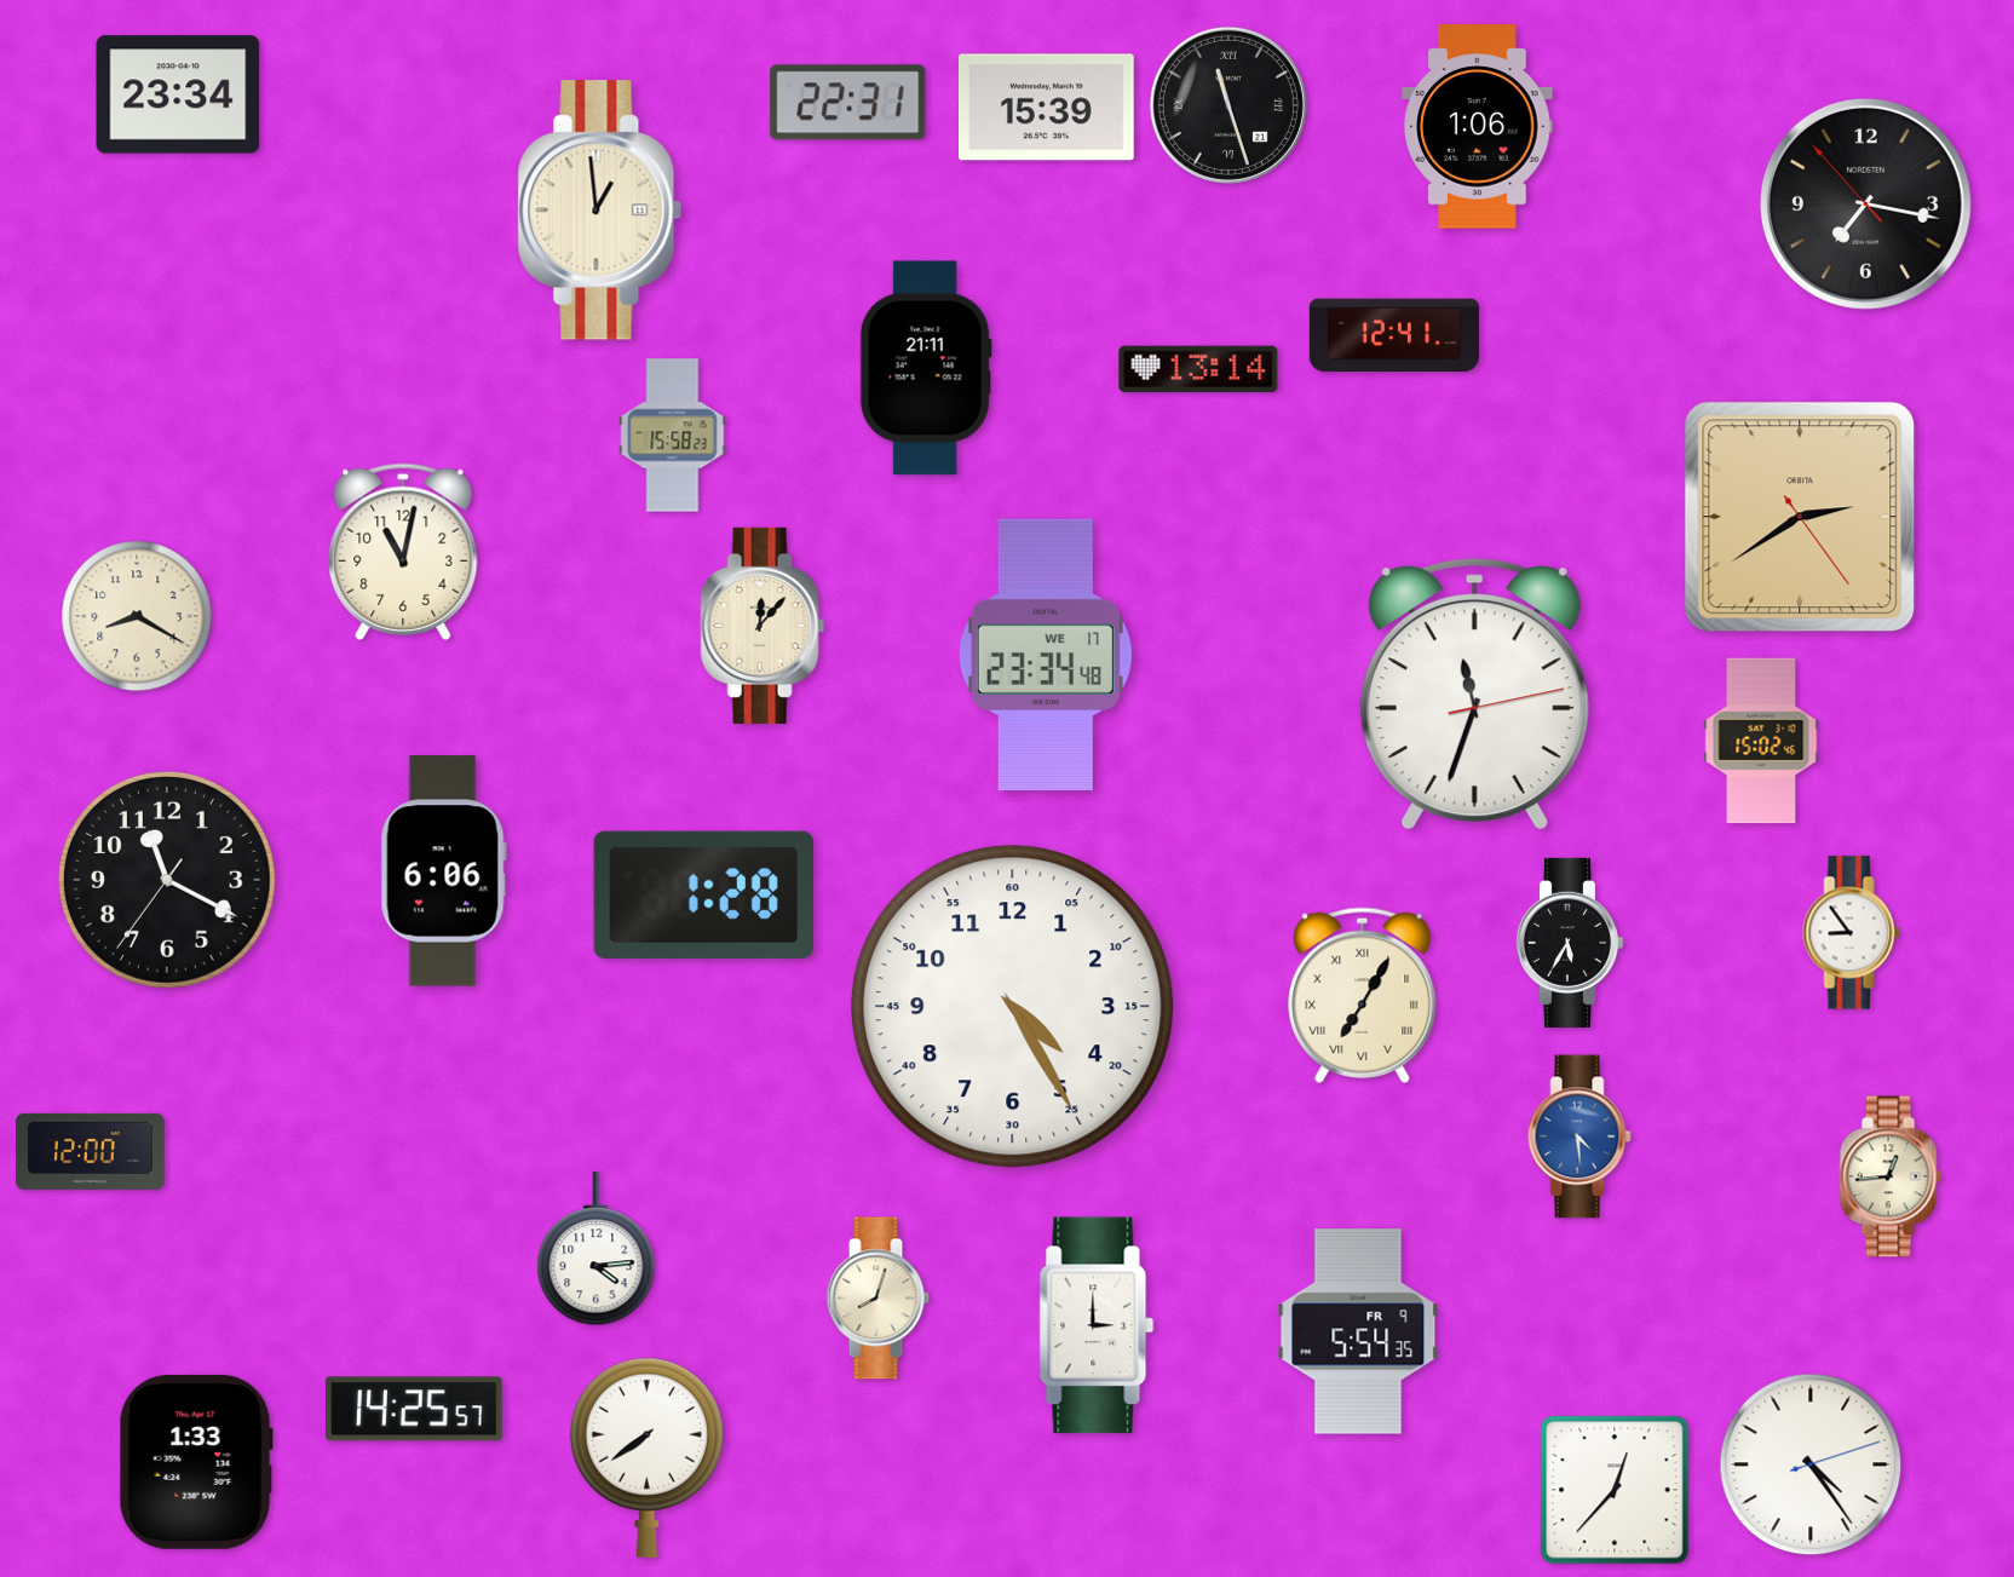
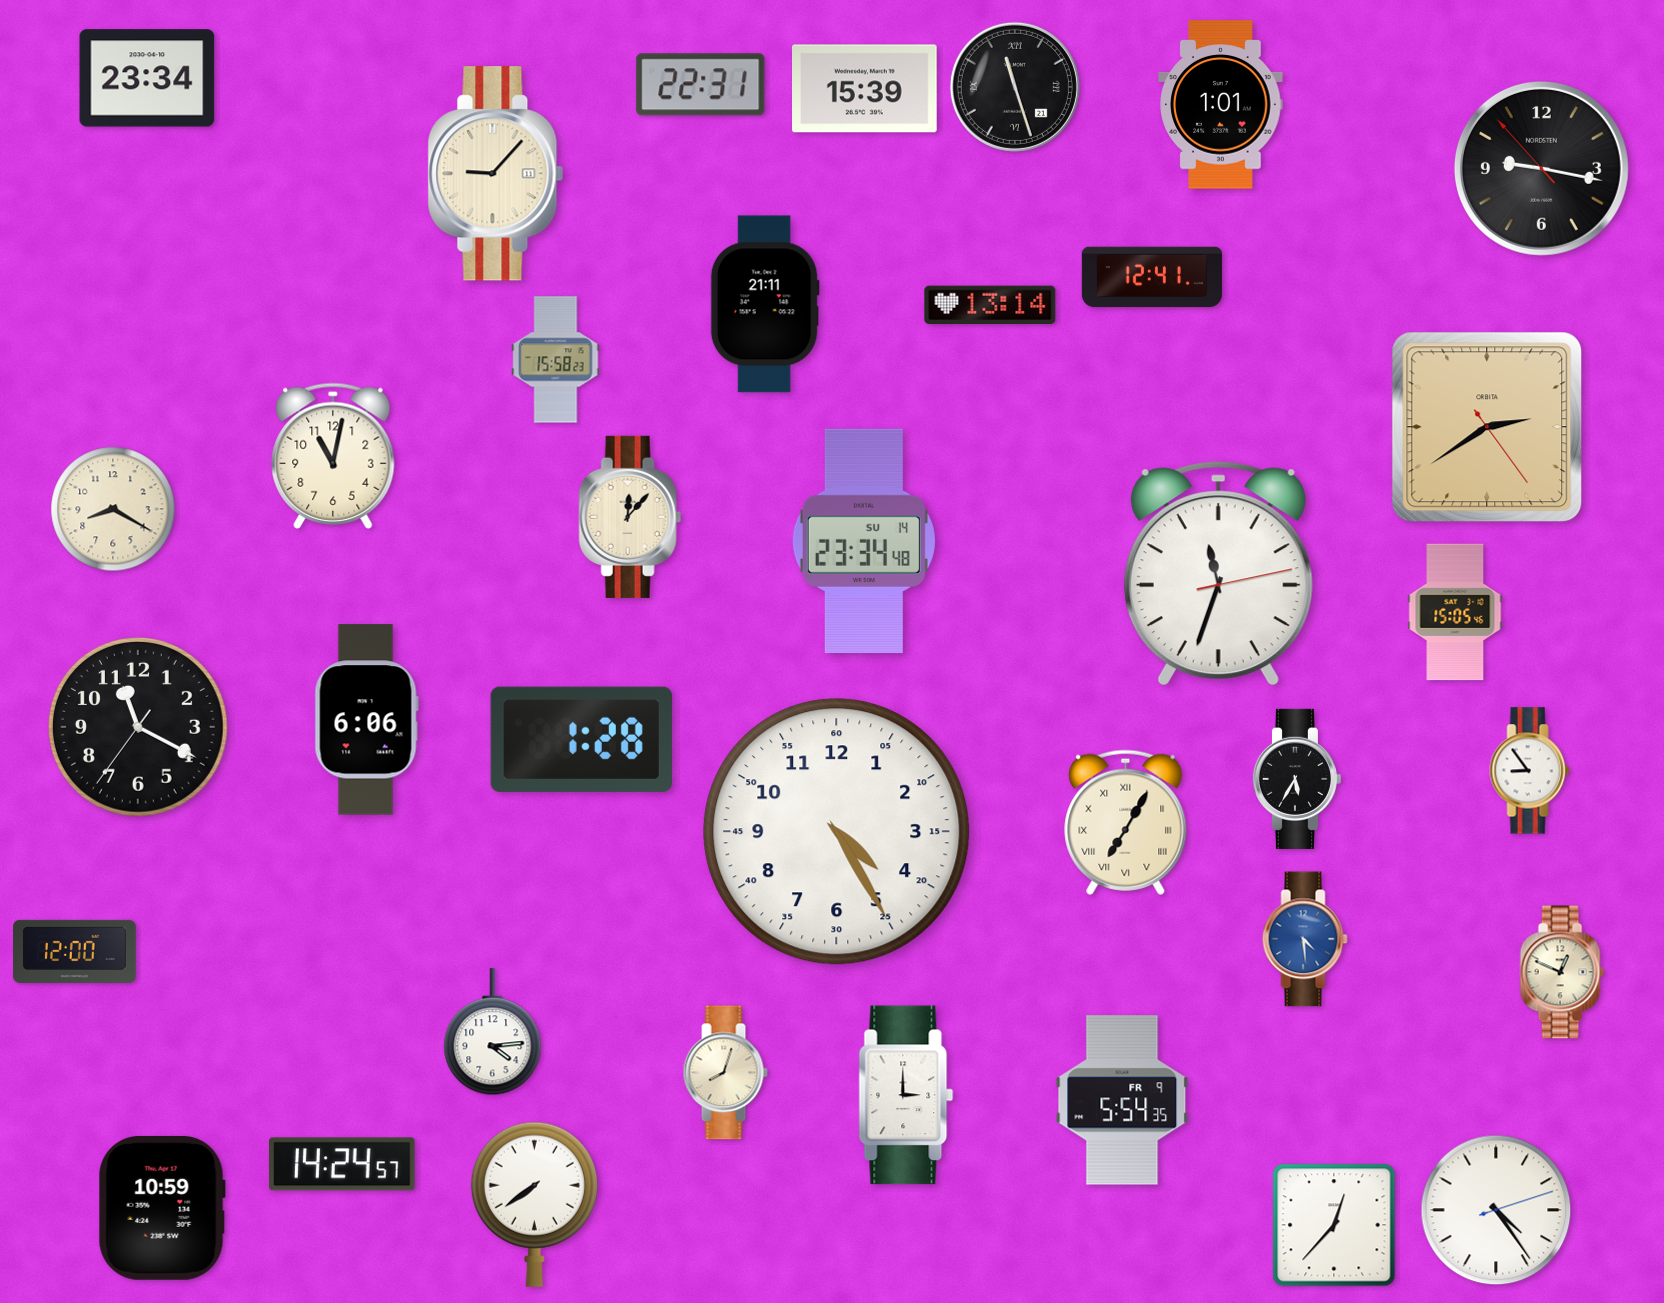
clock at (1478, 127): 1:06 -> 1:01
clock at (1865, 203): 7:16 -> 9:16
clock at (600, 211): 12:59 -> 9:07
clock at (1046, 654) date: WE 17 -> SU 14
clock at (1761, 741): 15:02 -> 15:05
clock at (1891, 1176): 12:44 -> 12:49
clock at (414, 1409): 14:25 -> 14:24
clock at (196, 1462): 1:33 -> 10:59
clock at (1615, 1490) position: (1615, 1490) -> (1334, 1225)
